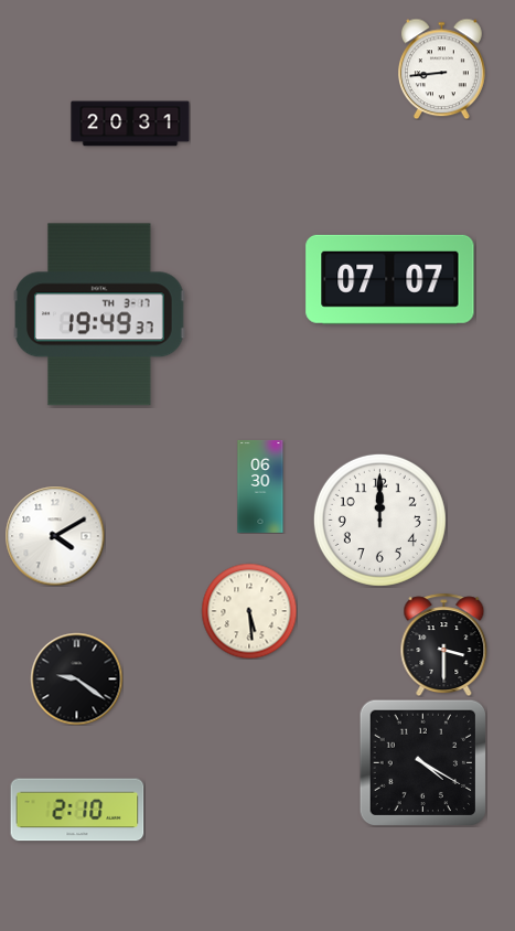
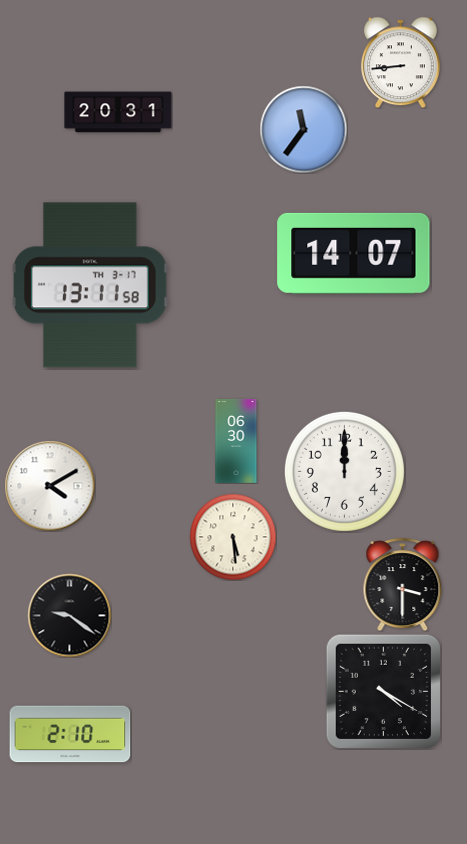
clock at (303, 129): none -> 11:36
clock at (390, 279): 07:07 -> 14:07
clock at (99, 314): 19:49 -> 13:11
clock at (249, 611) position: (249, 611) -> (233, 537)
